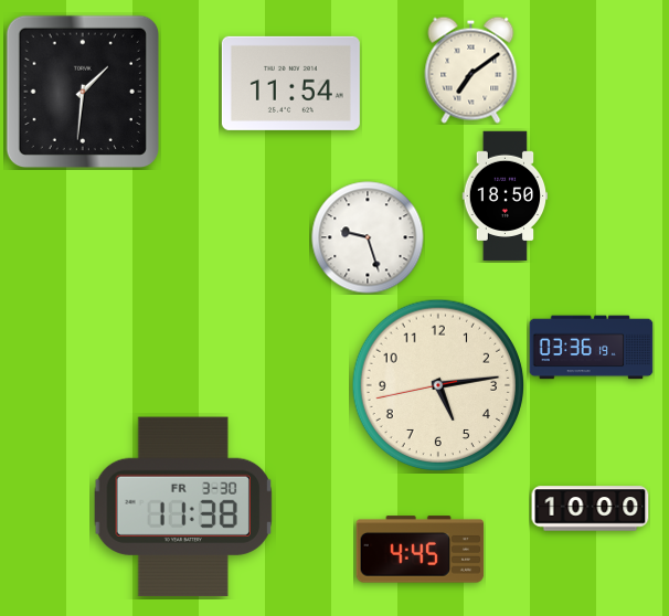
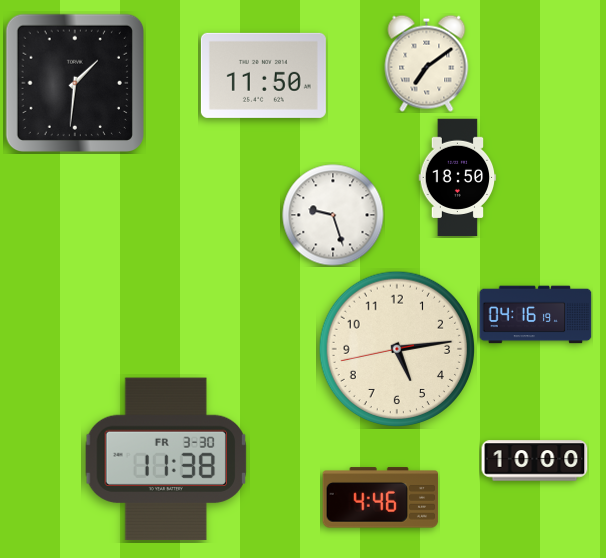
clock at (290, 83): 11:54 -> 11:50
clock at (592, 348): 03:36 -> 04:16
clock at (421, 550): 4:45 -> 4:46
